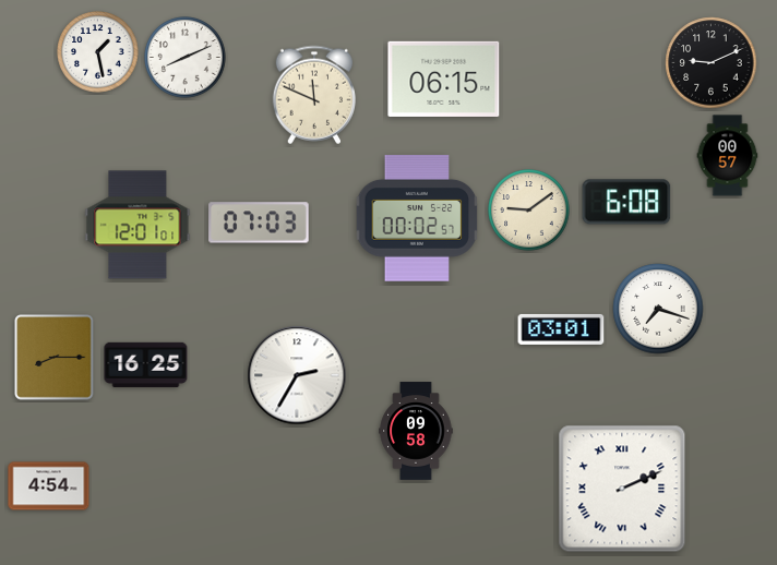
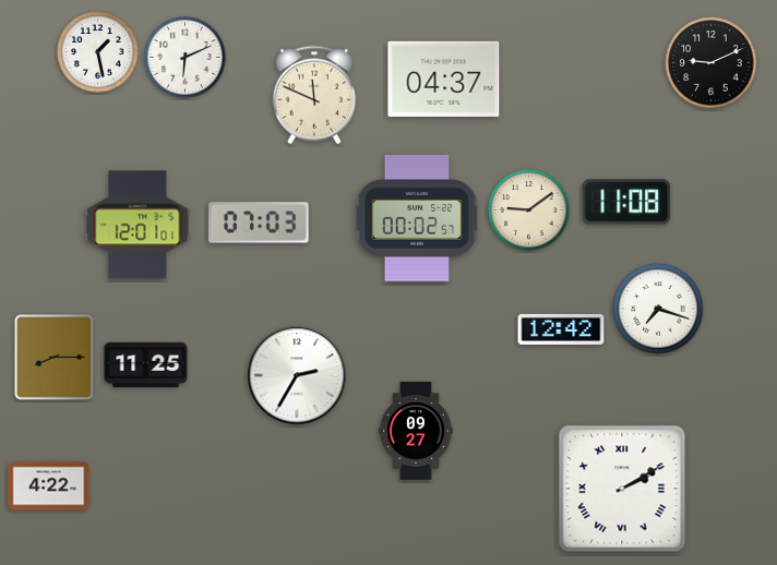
clock at (186, 58): 8:11 -> 6:11
clock at (444, 79): 06:15 -> 04:37
clock at (728, 156): 00:57 -> none
clock at (626, 202): 6:08 -> 11:08
clock at (561, 329): 03:01 -> 12:42
clock at (146, 364): 16:25 -> 11:25
clock at (416, 431): 09:58 -> 09:27
clock at (49, 486): 4:54 -> 4:22
clock at (622, 489): 2:11 -> 2:10
